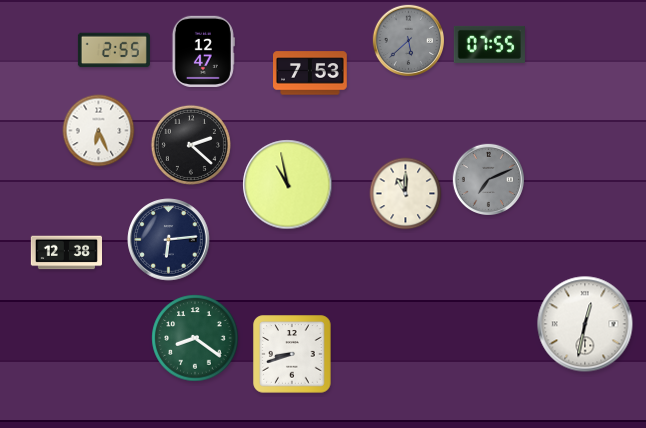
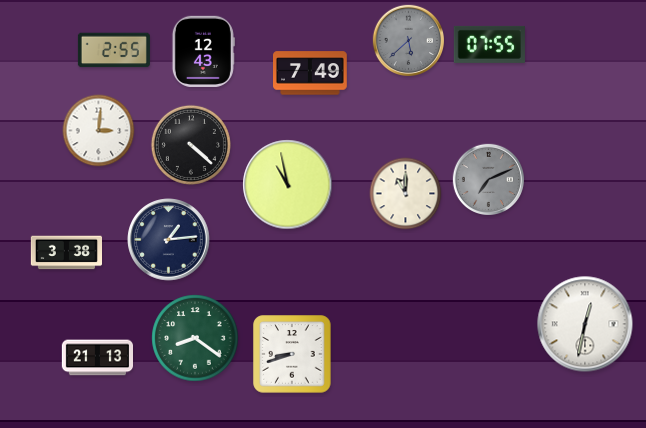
clock at (203, 51): 12:47 -> 12:43
clock at (311, 73): 7:53 -> 7:49
clock at (99, 131): 6:26 -> 3:01
clock at (191, 145): 2:22 -> 4:22
clock at (169, 240): 6:14 -> 1:14
clock at (66, 253): 12:38 -> 3:38
clock at (97, 358): none -> 21:13
